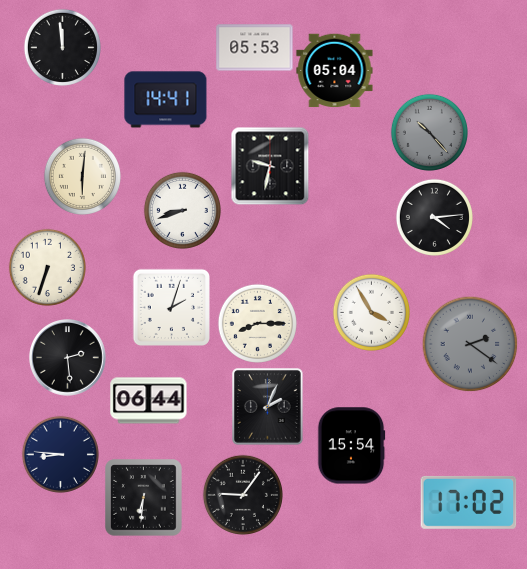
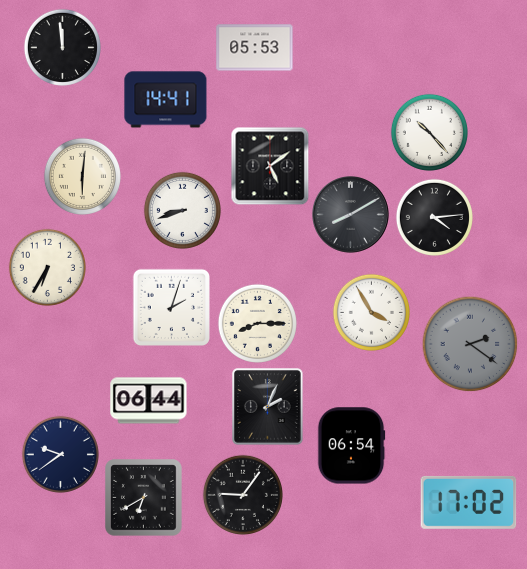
clock at (335, 71): 05:04 -> none
clock at (429, 132) dial: grey -> white
clock at (270, 166): 9:32 -> 5:09
clock at (351, 215): none -> 8:10
clock at (47, 267): 6:33 -> 6:35
clock at (68, 358): 2:29 -> none
clock at (351, 446): 15:54 -> 06:54
clock at (60, 454): 8:46 -> 9:39
clock at (144, 498): 6:31 -> 6:40
